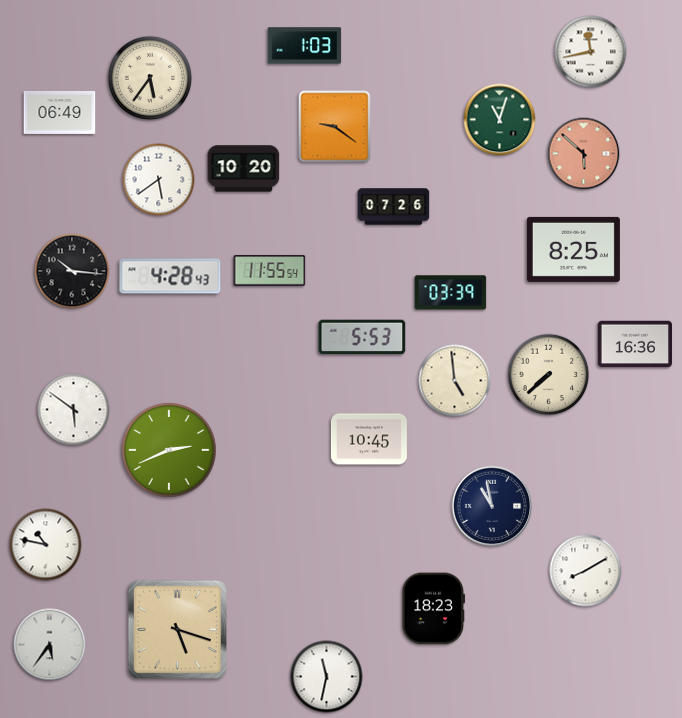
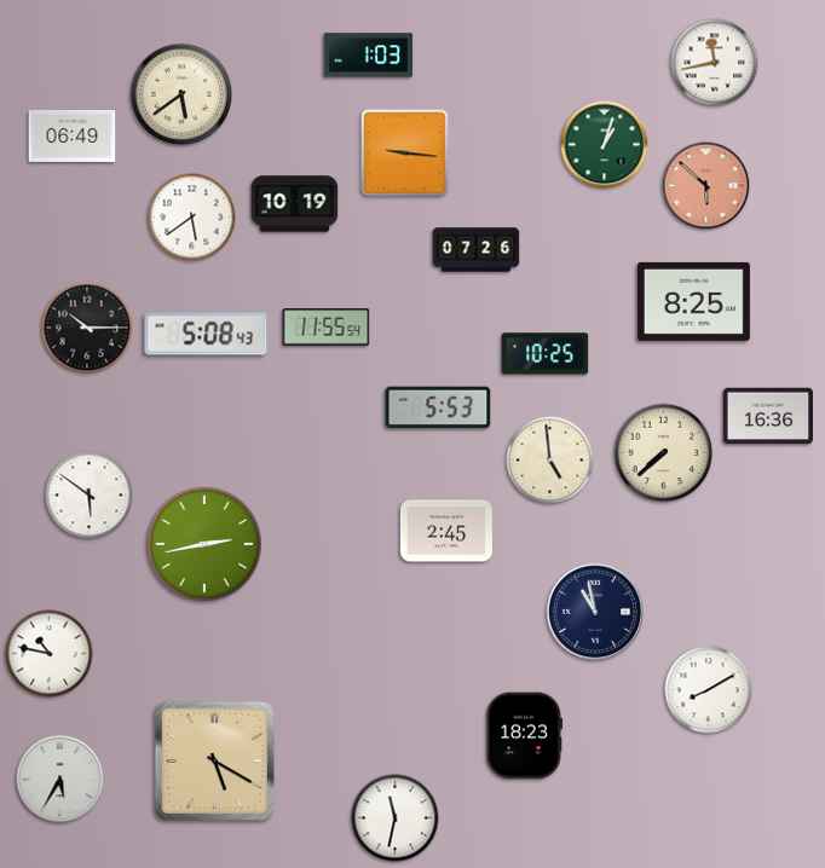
clock at (150, 78): 5:36 -> 5:39
clock at (500, 120): 11:03 -> 1:03
clock at (335, 127): 9:21 -> 9:16
clock at (244, 169): 10:20 -> 10:19
clock at (72, 271): 10:16 -> 10:15
clock at (170, 276): 4:28 -> 5:08
clock at (451, 293): 03:39 -> 10:25
clock at (369, 439): 10:45 -> 2:45
clock at (169, 450): 2:41 -> 2:43
clock at (46, 545) position: (46, 545) -> (50, 654)
clock at (177, 629): 5:18 -> 5:20
clock at (50, 645): 5:36 -> 5:35
